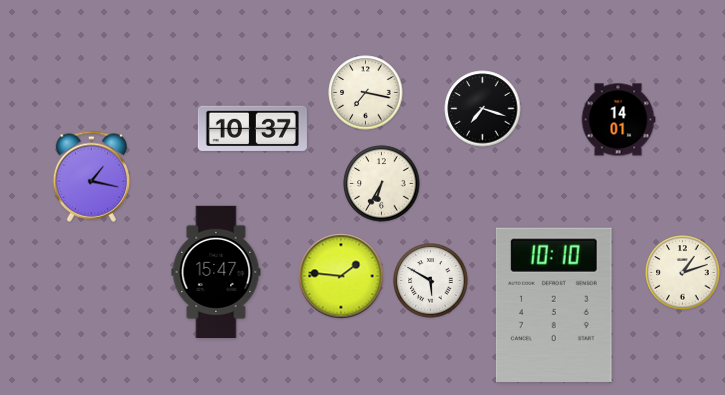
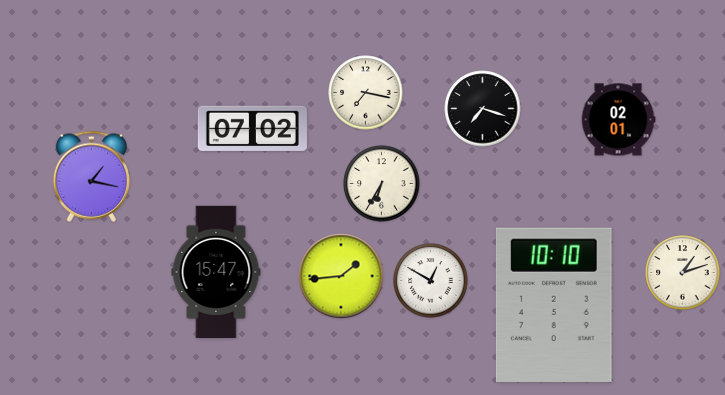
clock at (618, 120): 14:01 -> 02:01
clock at (252, 128): 10:37 -> 07:02
clock at (341, 276): 1:46 -> 1:44
clock at (431, 281): 5:50 -> 12:50
